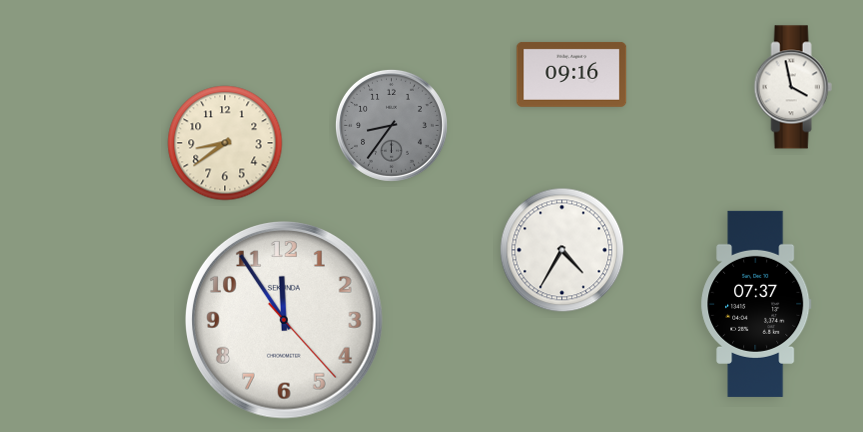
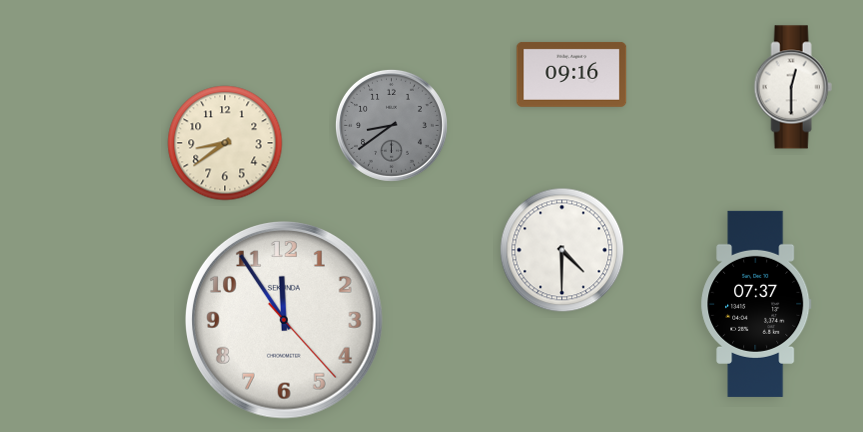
clock at (793, 87): 3:58 -> 12:30
clock at (391, 125): 8:36 -> 8:39
clock at (562, 250): 4:35 -> 4:30
